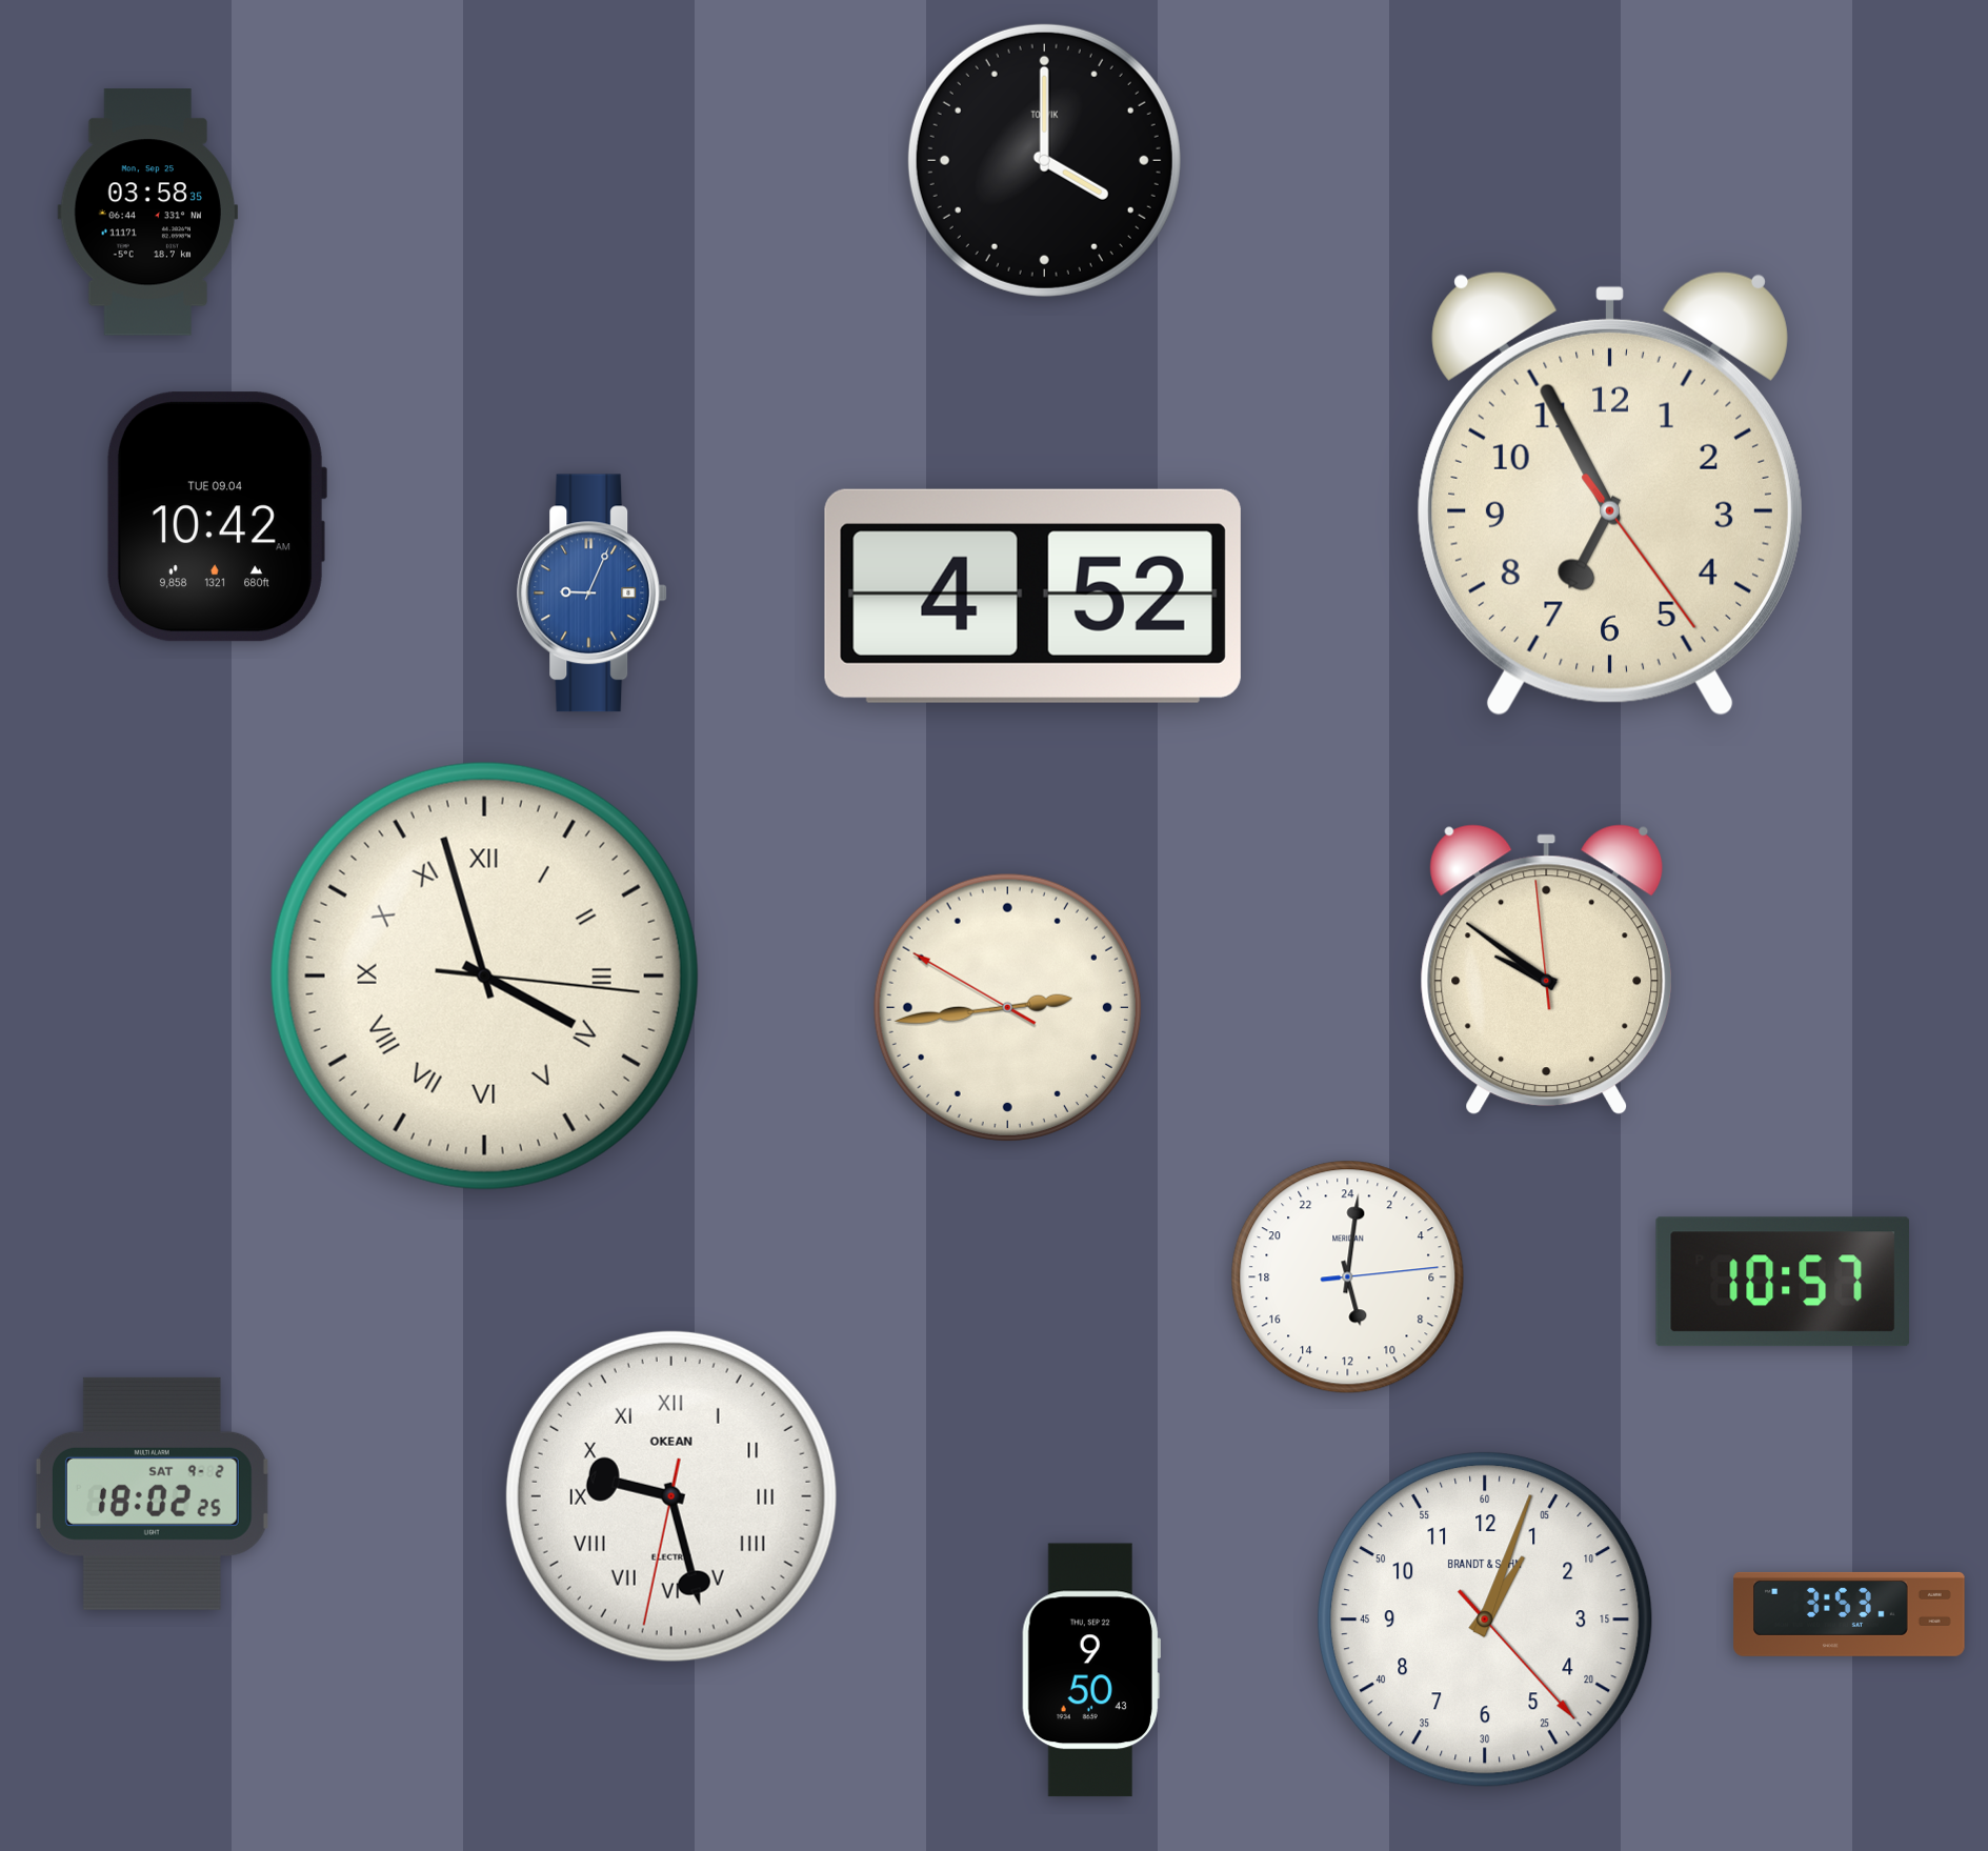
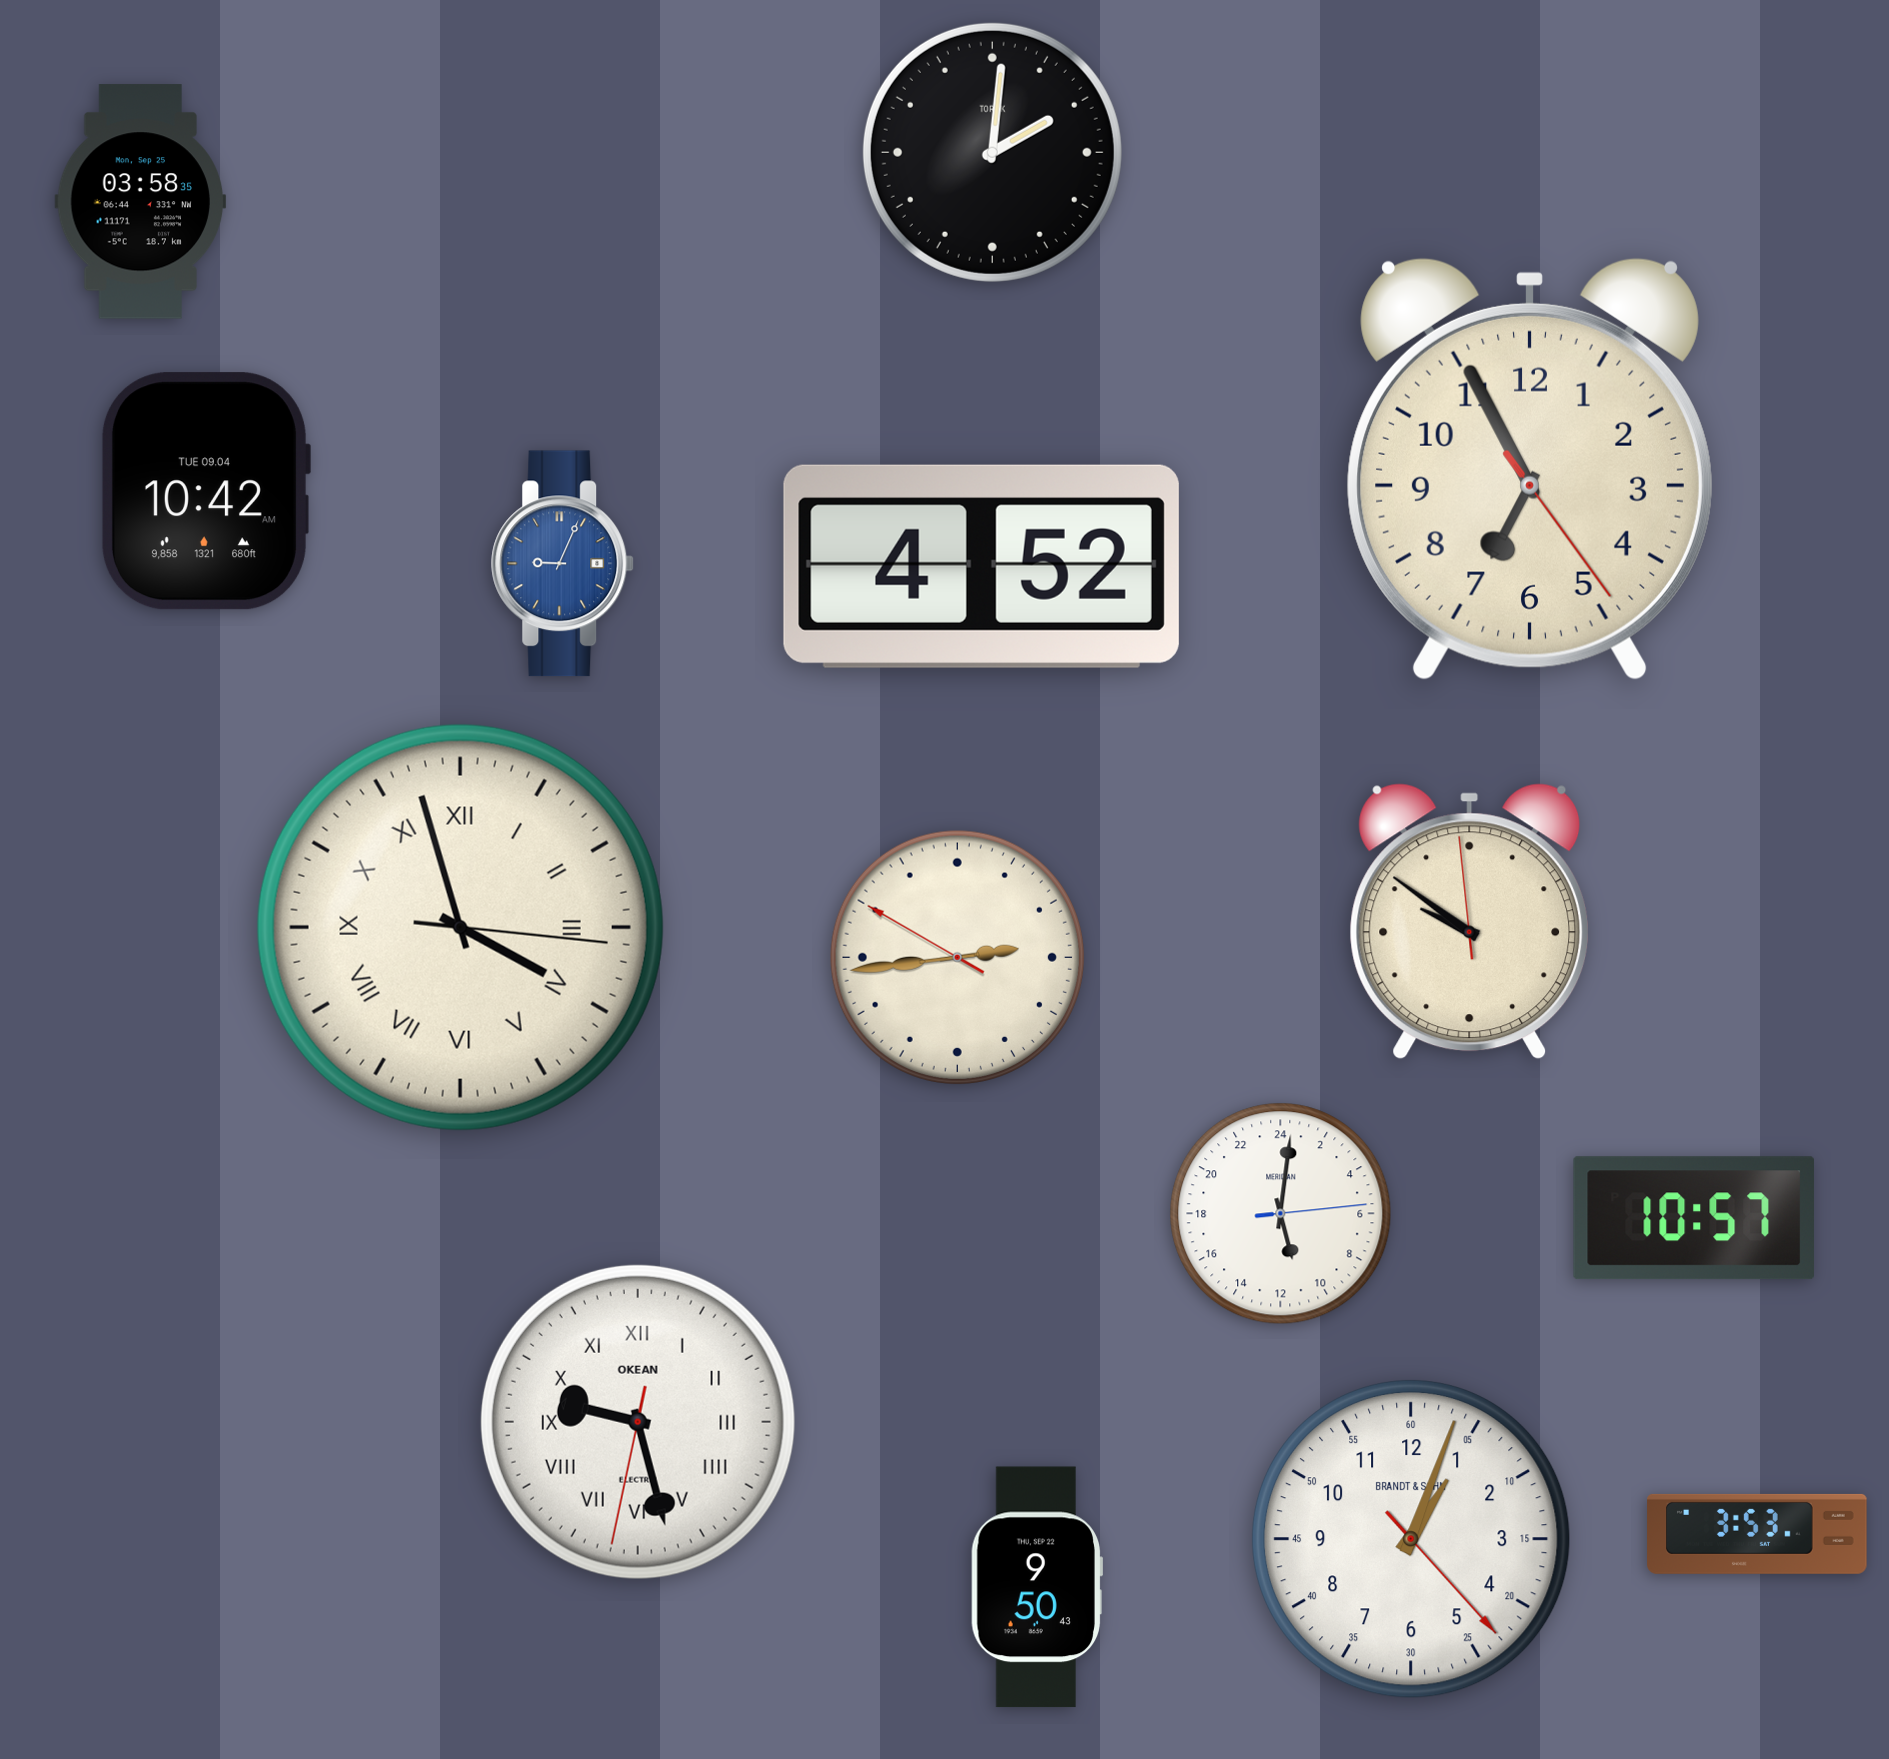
clock at (1044, 160): 4:00 -> 2:01
clock at (152, 1493): 18:02 -> none
